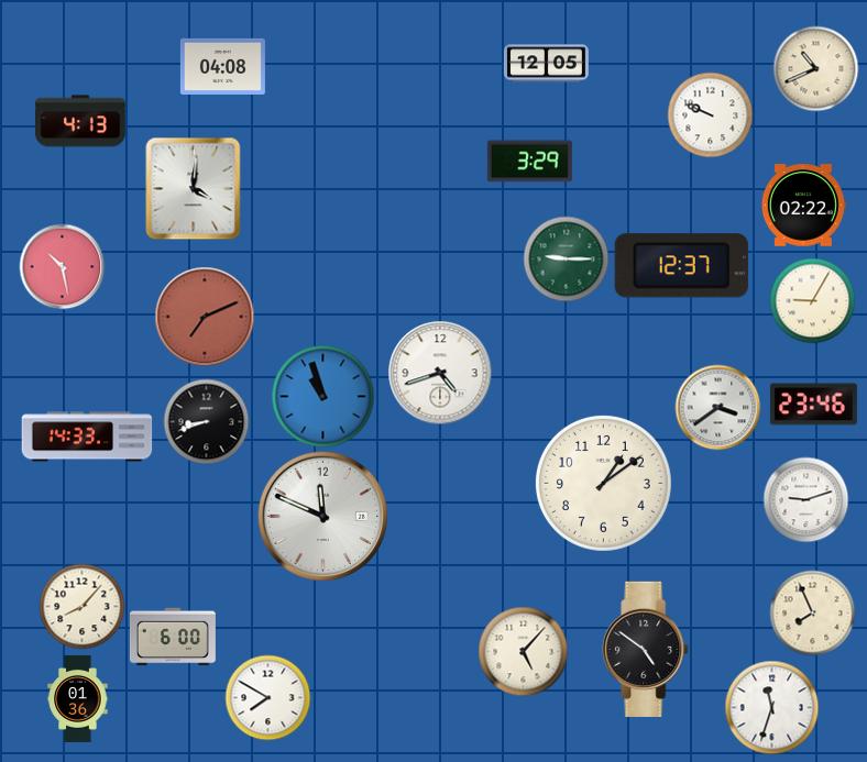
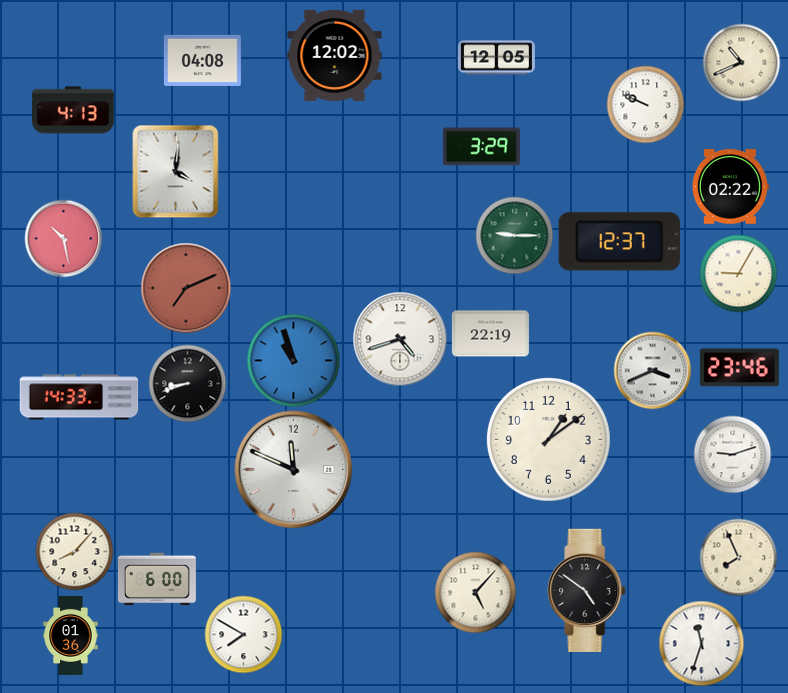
clock at (335, 55): none -> 12:02
clock at (62, 266) position: (62, 266) -> (63, 238)
clock at (490, 334): none -> 22:19
clock at (717, 407): 3:39 -> 3:41
